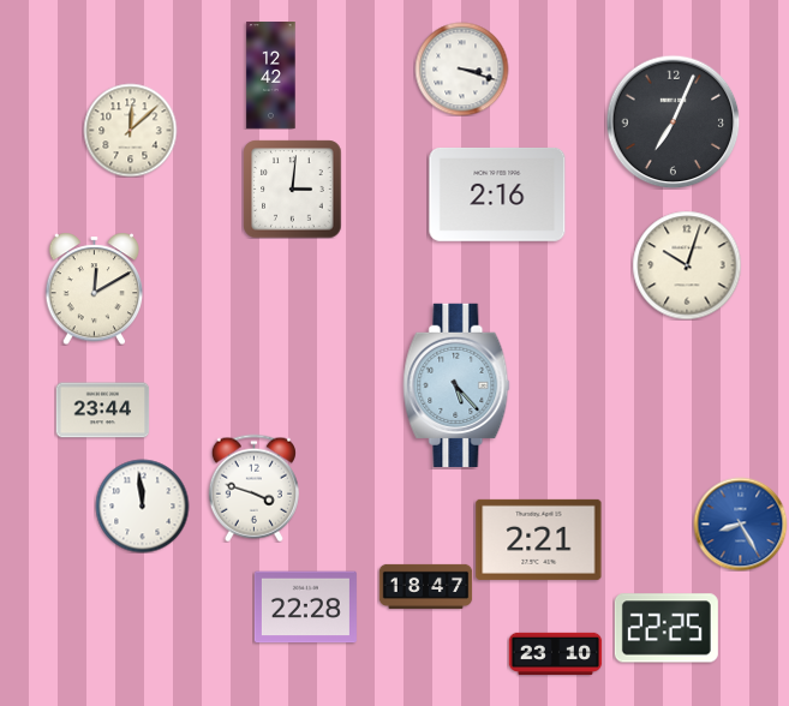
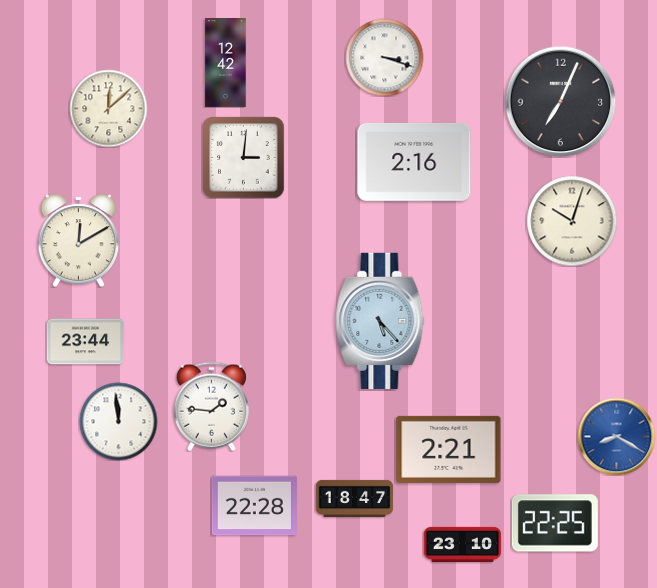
clock at (253, 487): 3:48 -> 1:46
clock at (740, 523): 8:25 -> 8:20
clock at (425, 586) position: (425, 586) -> (354, 498)
